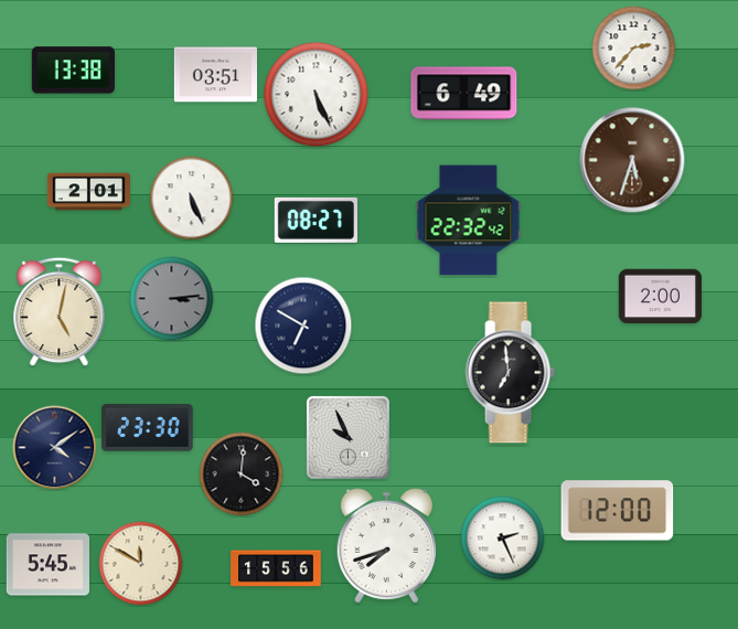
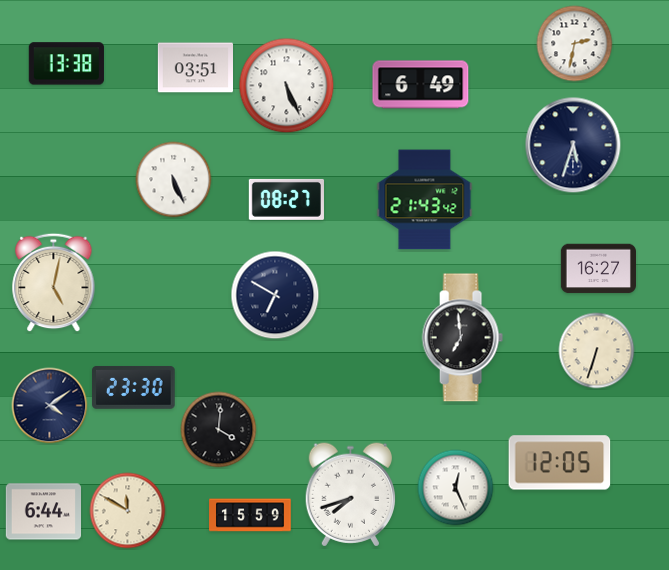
clock at (634, 49): 2:37 -> 2:32
clock at (632, 160) dial: brown -> navy
clock at (88, 192): 2:01 -> none
clock at (469, 221): 22:32 -> 21:43
clock at (660, 297): 2:00 -> 16:27
clock at (172, 299): 3:14 -> none
clock at (597, 351): none -> 6:33
clock at (347, 437): 9:56 -> none
clock at (618, 511): 12:00 -> 12:05
clock at (503, 539): 2:26 -> 12:26
clock at (47, 565): 5:45 -> 6:44
clock at (276, 568): 15:56 -> 15:59
